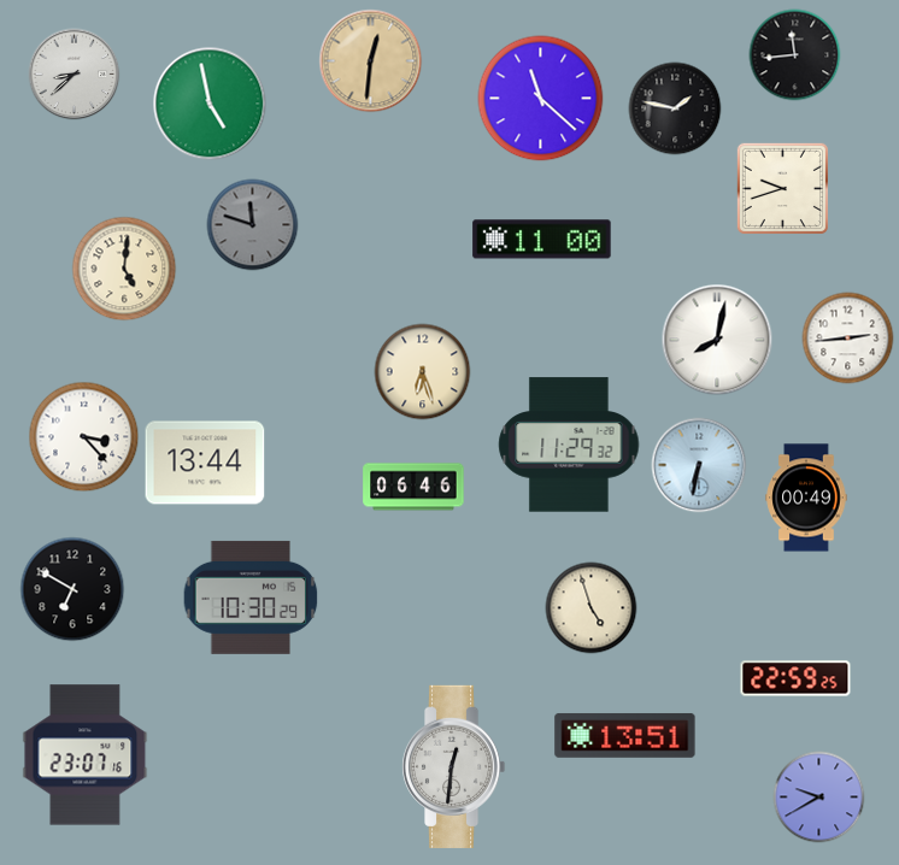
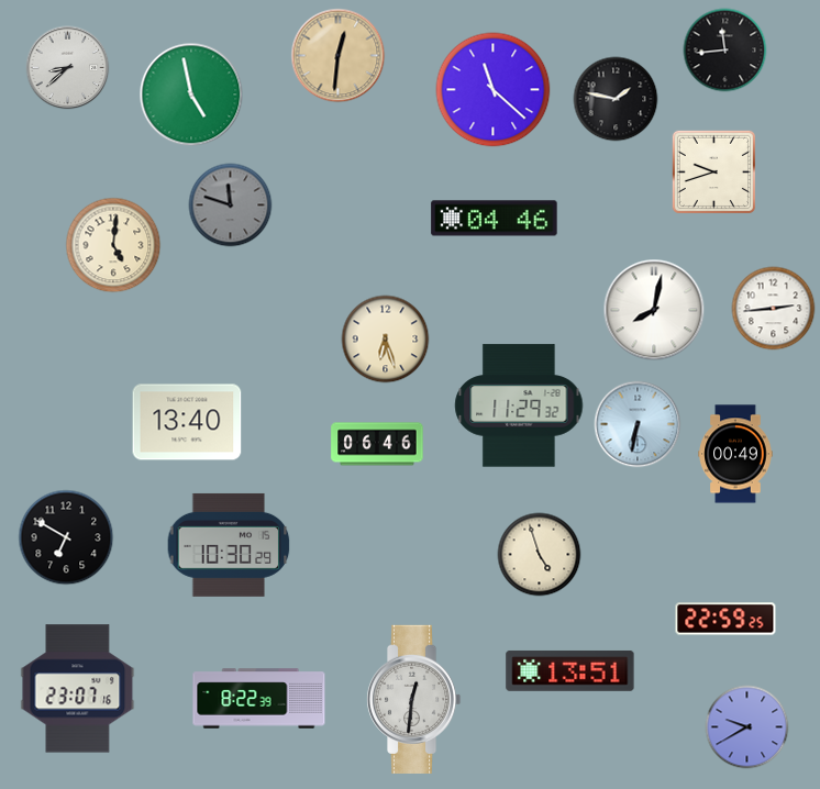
clock at (542, 240): 11:00 -> 04:46
clock at (84, 437): 3:23 -> none
clock at (205, 463): 13:44 -> 13:40
clock at (259, 699): none -> 8:22
